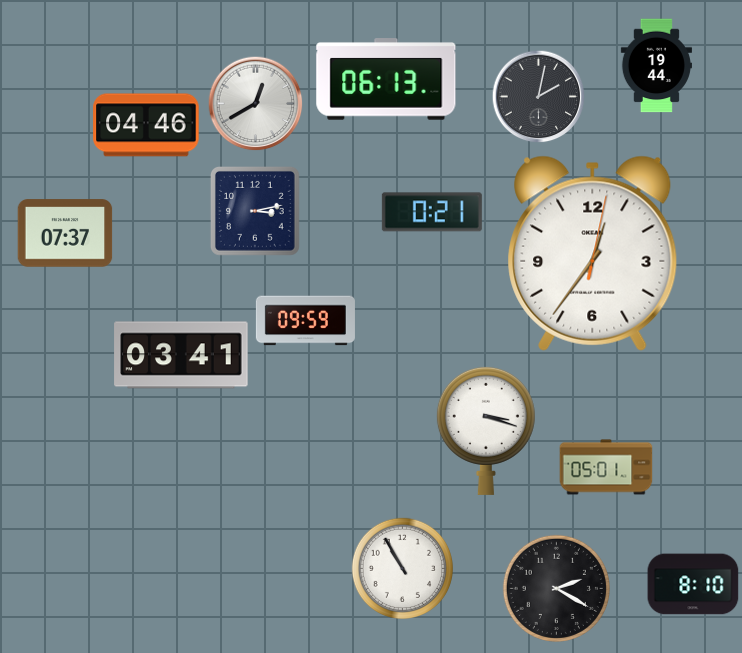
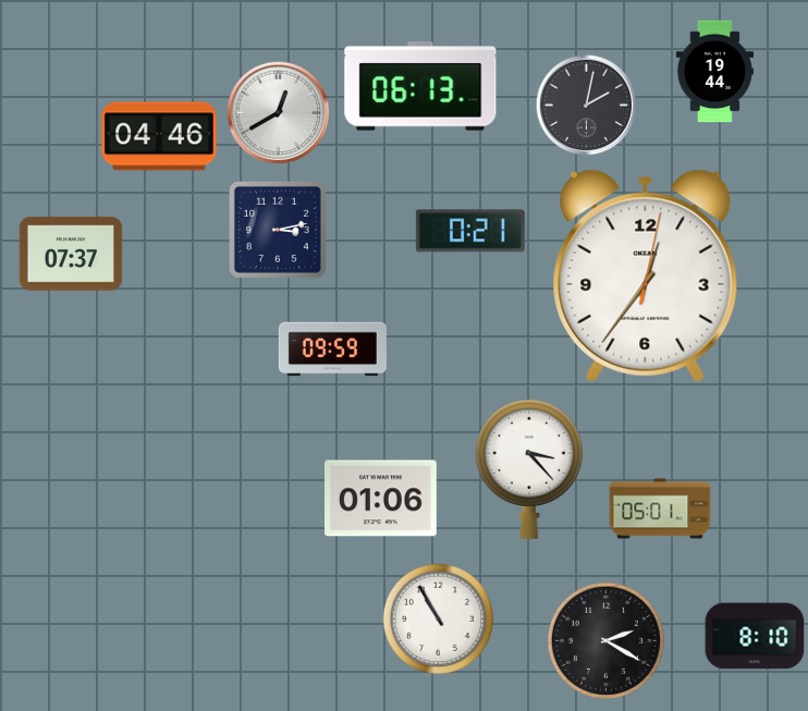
clock at (181, 355): 03:41 -> none
clock at (486, 430): 3:18 -> 3:23
clock at (381, 499): none -> 01:06
